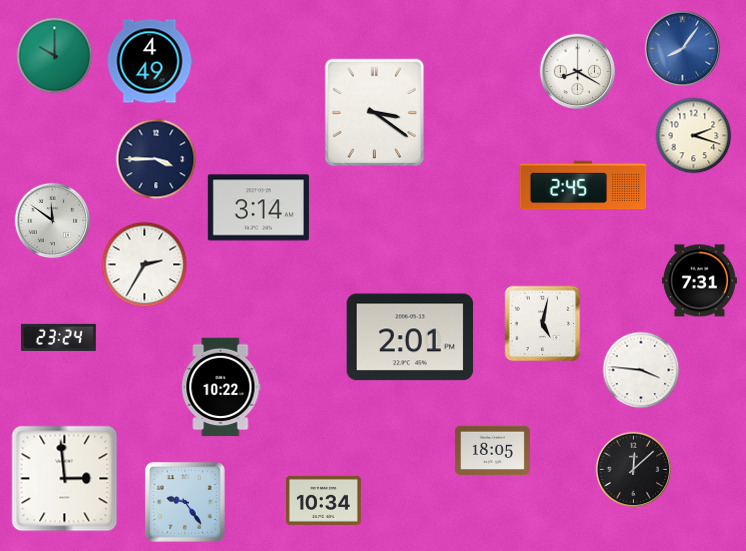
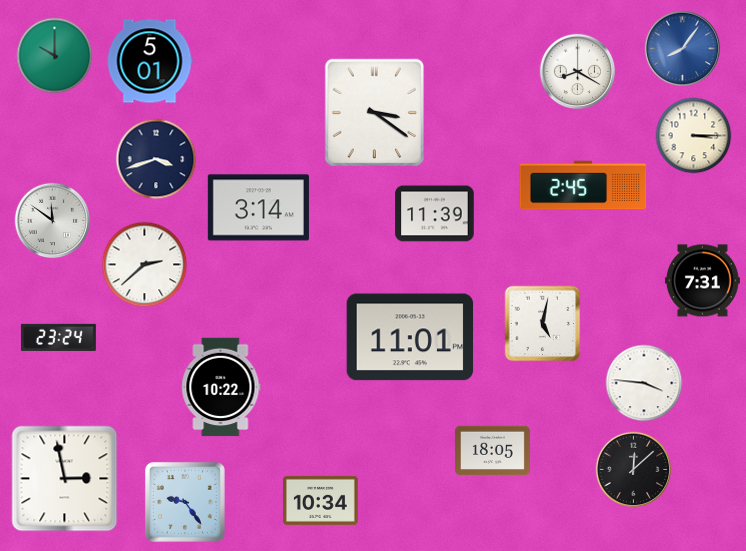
clock at (150, 61): 4:49 -> 5:01
clock at (694, 136): 2:18 -> 3:15
clock at (156, 159): 3:45 -> 3:42
clock at (435, 214): none -> 11:39
clock at (145, 265): 2:35 -> 2:38
clock at (699, 281) position: (699, 281) -> (702, 281)
clock at (410, 337): 2:01 -> 11:01
clock at (641, 370) position: (641, 370) -> (644, 383)
clock at (65, 479): 2:59 -> 2:58
clock at (323, 500) position: (323, 500) -> (320, 500)
